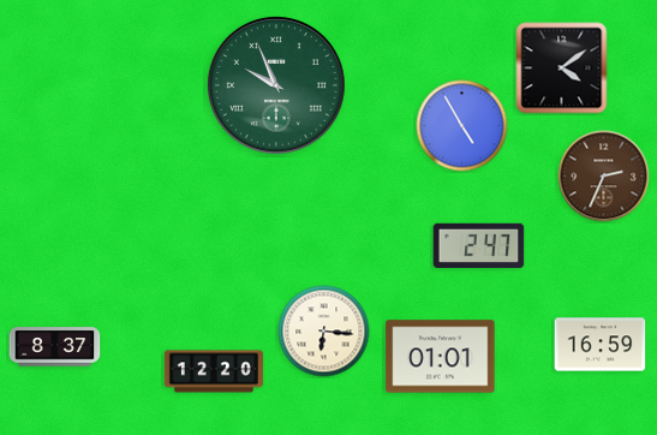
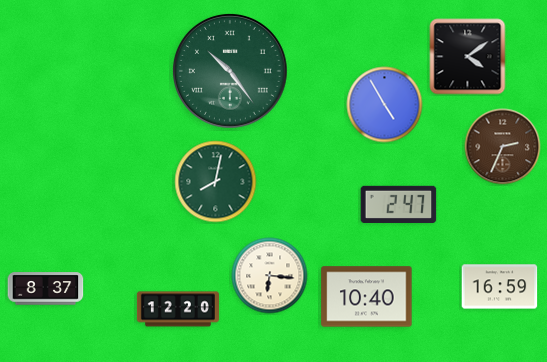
clock at (276, 85): 9:56 -> 10:24
clock at (216, 182): none -> 8:02
clock at (441, 357): 01:01 -> 10:40
